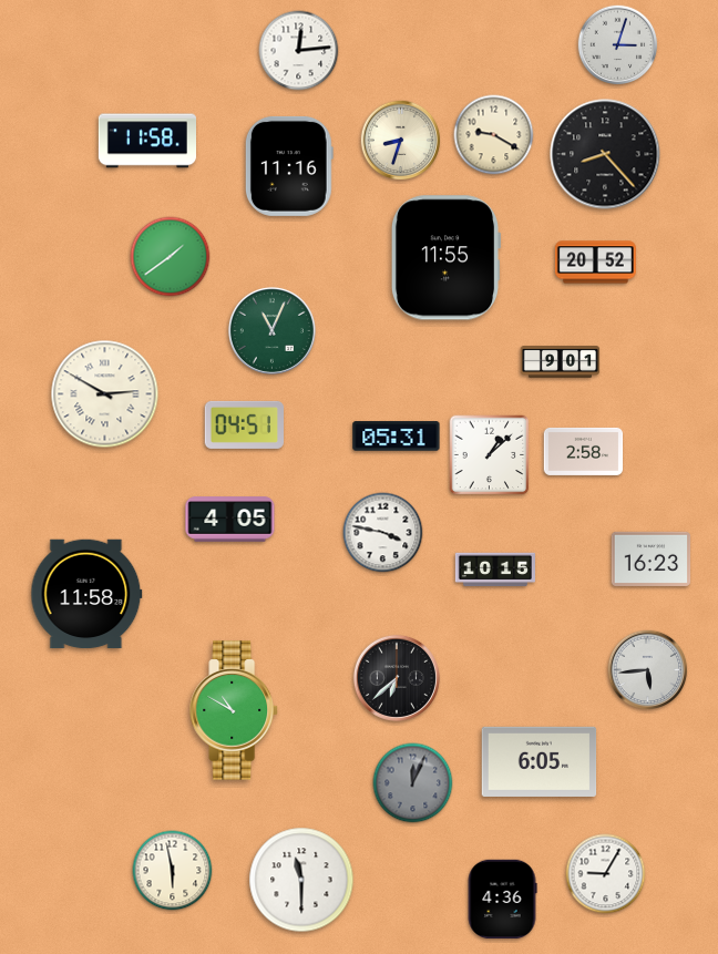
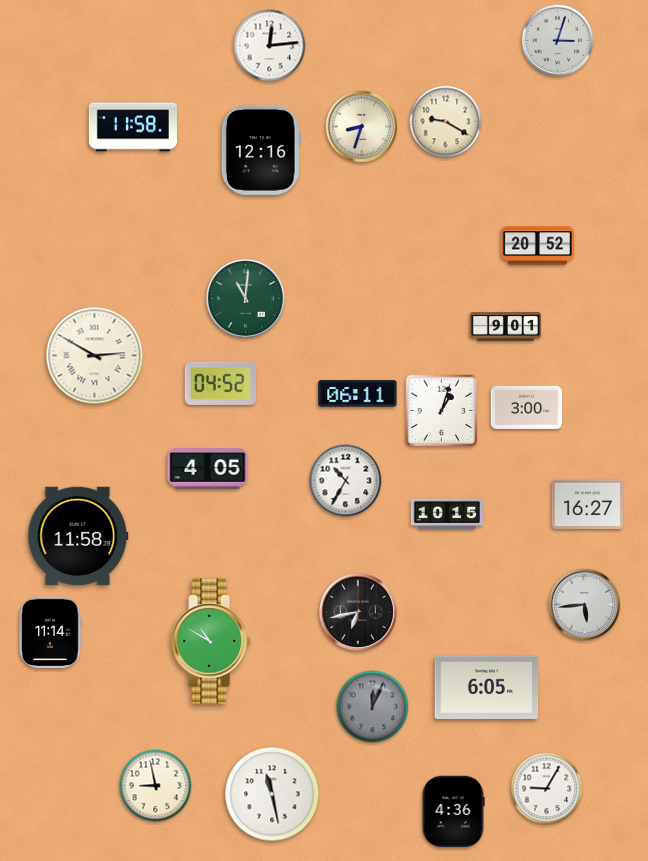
clock at (605, 154): 8:23 -> none
clock at (289, 166): 11:16 -> 12:16
clock at (171, 257): 1:39 -> none
clock at (445, 258): 11:55 -> none
clock at (595, 263) position: (595, 263) -> (537, 246)
clock at (271, 330): 11:04 -> 11:01
clock at (245, 424): 04:51 -> 04:52
clock at (397, 437): 05:31 -> 06:11
clock at (584, 451): 2:58 -> 3:00
clock at (490, 455): 1:08 -> 1:03
clock at (383, 533): 3:47 -> 10:35
clock at (652, 558): 16:23 -> 16:27
clock at (397, 678): 6:38 -> 6:43
clock at (50, 633): none -> 11:14
clock at (173, 871): 5:58 -> 8:58
clock at (301, 880): 11:30 -> 11:28
